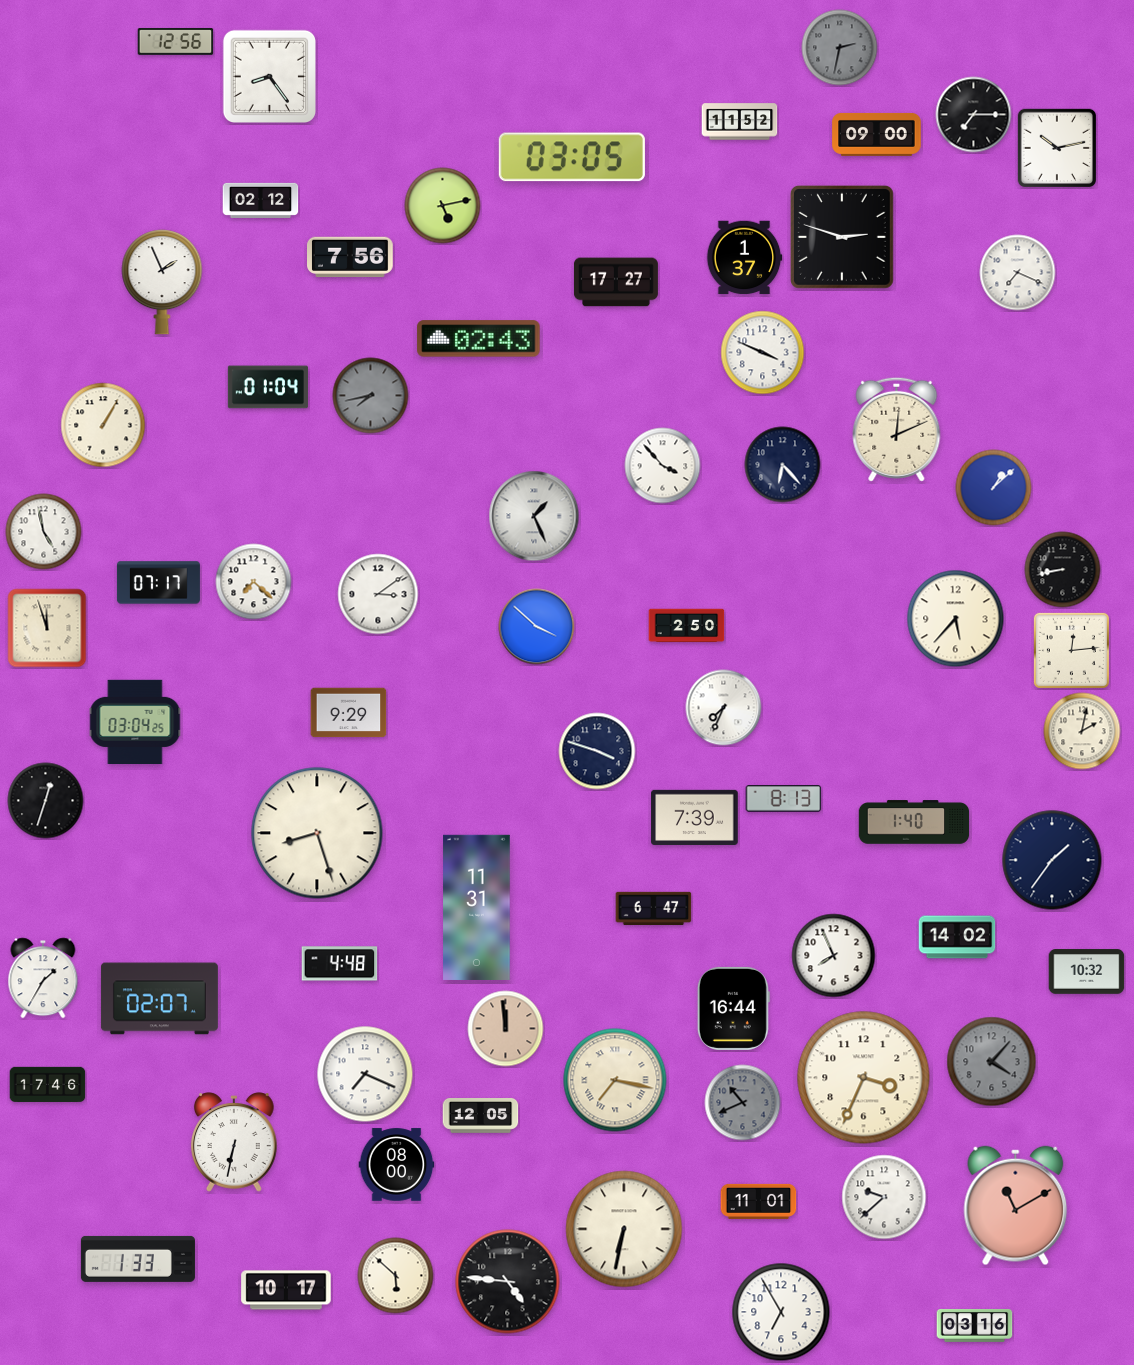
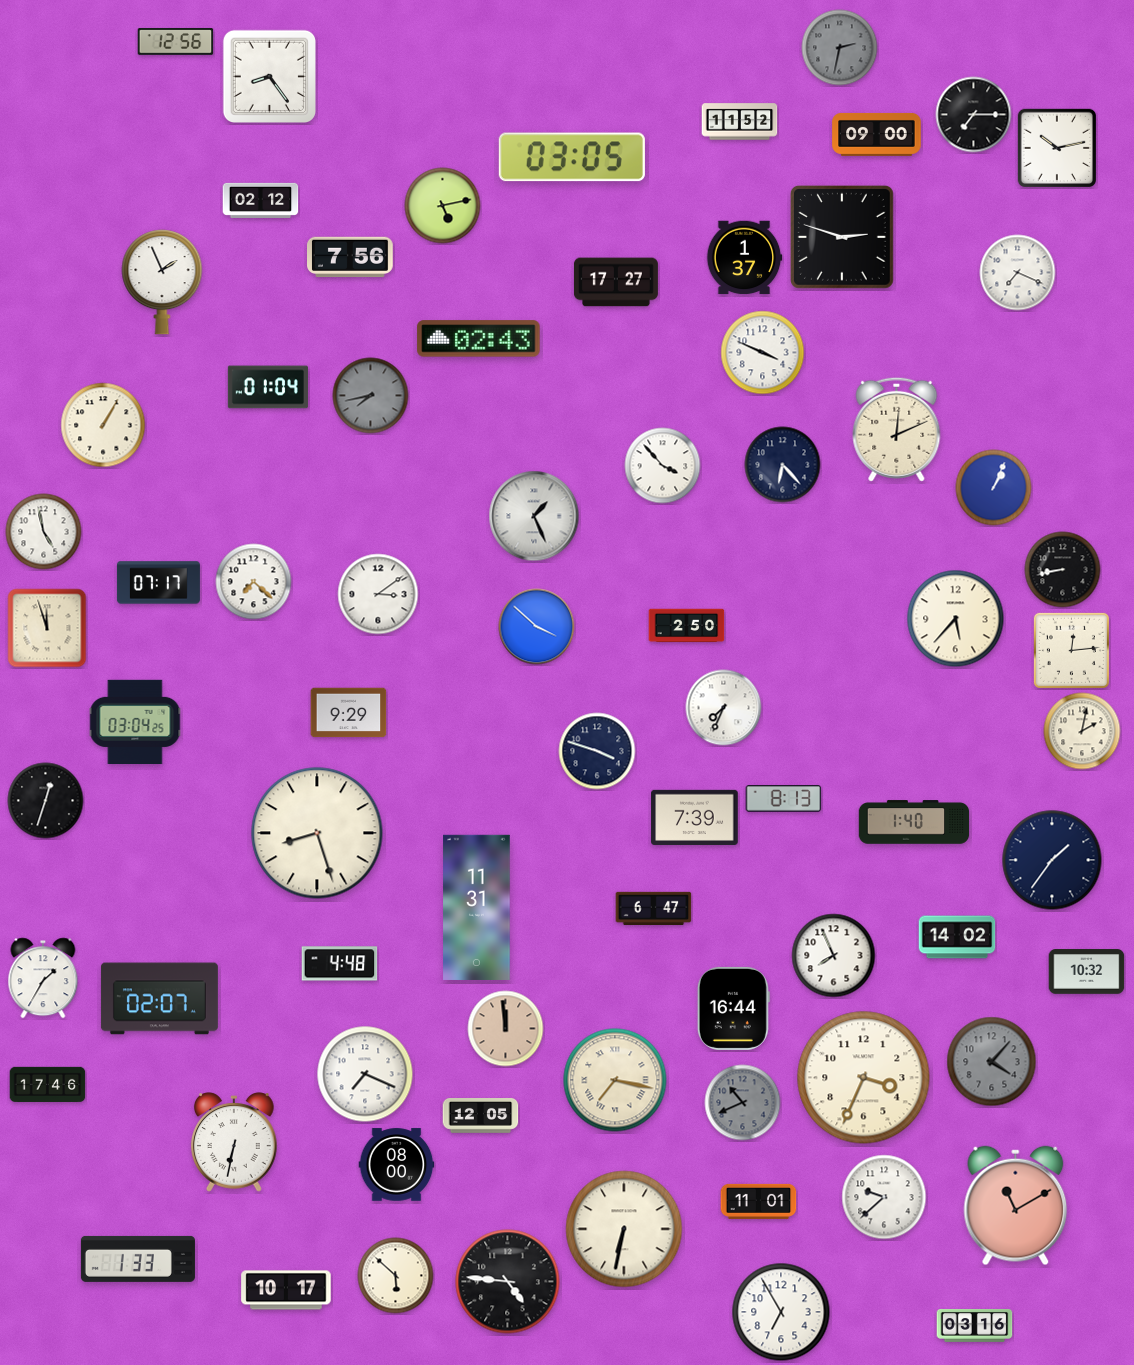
clock at (994, 488): 1:08 -> 1:04
